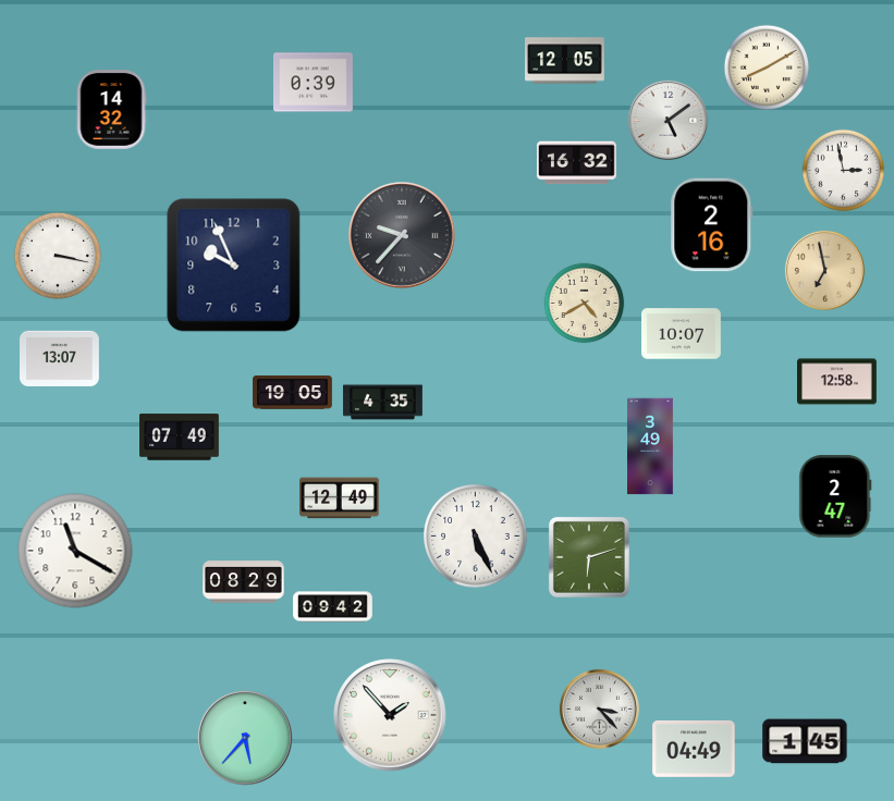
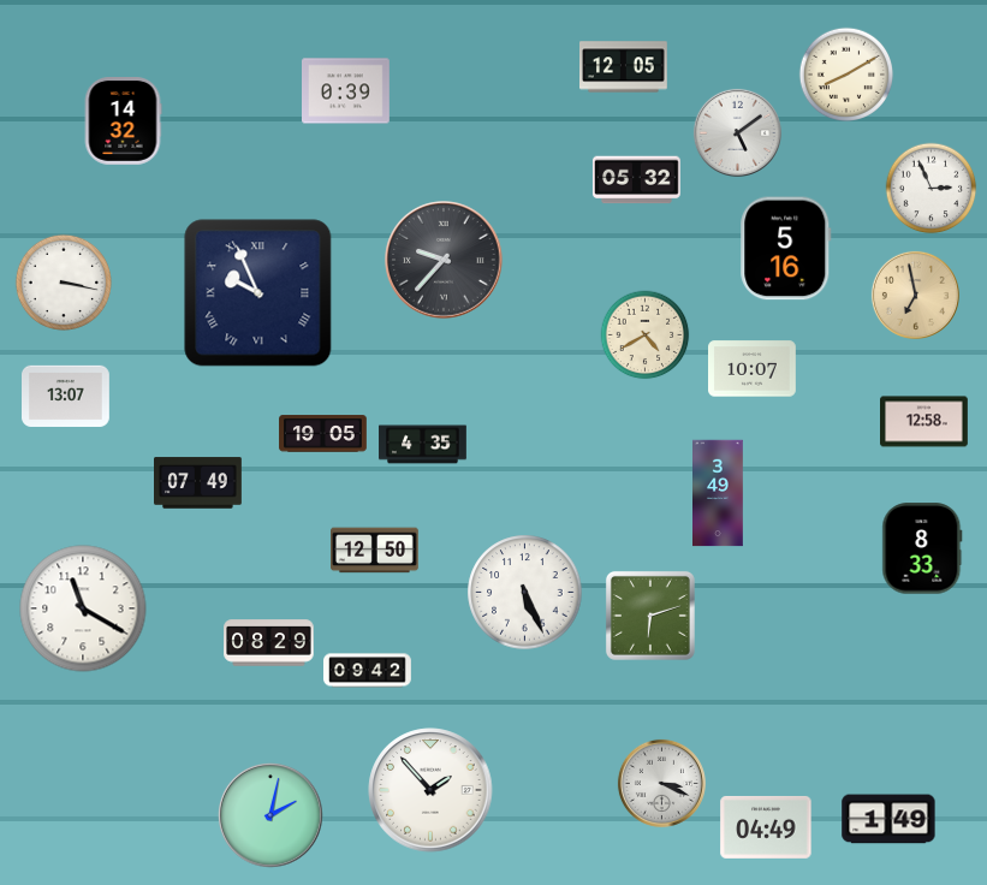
clock at (577, 163): 16:32 -> 05:32
clock at (844, 171): 2:58 -> 2:56
clock at (712, 225): 2:16 -> 5:16
clock at (234, 266) numerals: Arabic -> Roman
clock at (824, 270) position: (824, 270) -> (915, 295)
clock at (835, 496): 2:47 -> 8:33
clock at (340, 498): 12:49 -> 12:50
clock at (599, 708): 3:23 -> 3:19
clock at (246, 739): 5:37 -> 2:02
clock at (805, 741): 1:45 -> 1:49
